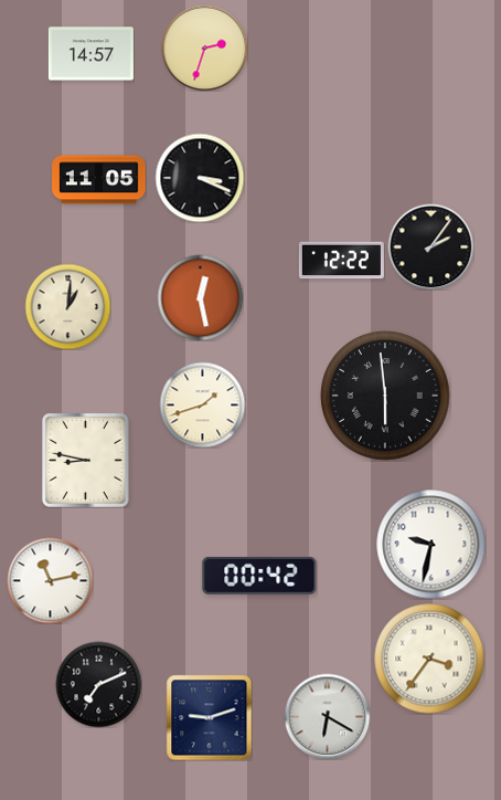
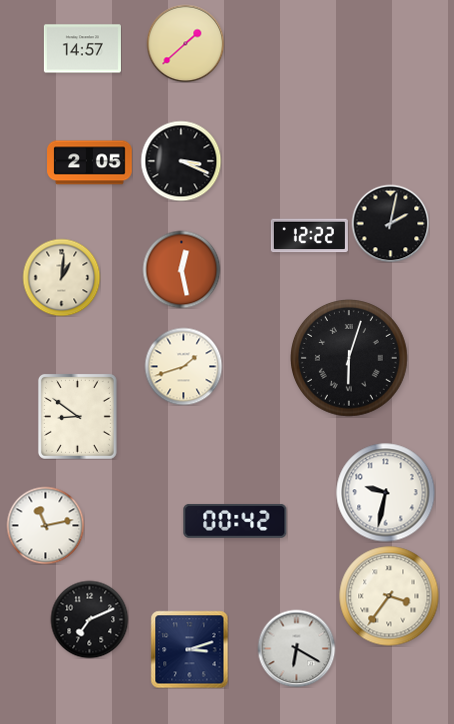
clock at (204, 48): 2:33 -> 1:38
clock at (99, 180): 11:05 -> 2:05
clock at (430, 246): 2:06 -> 2:02
clock at (386, 397): 5:59 -> 6:03
clock at (85, 460): 8:47 -> 8:51
clock at (431, 545) position: (431, 545) -> (386, 493)
clock at (209, 717): 9:12 -> 3:12
